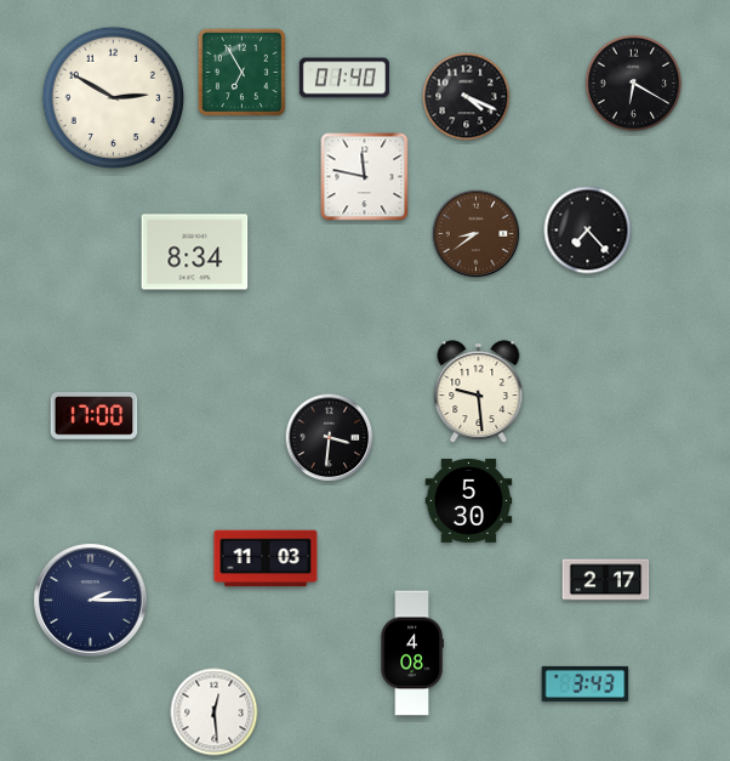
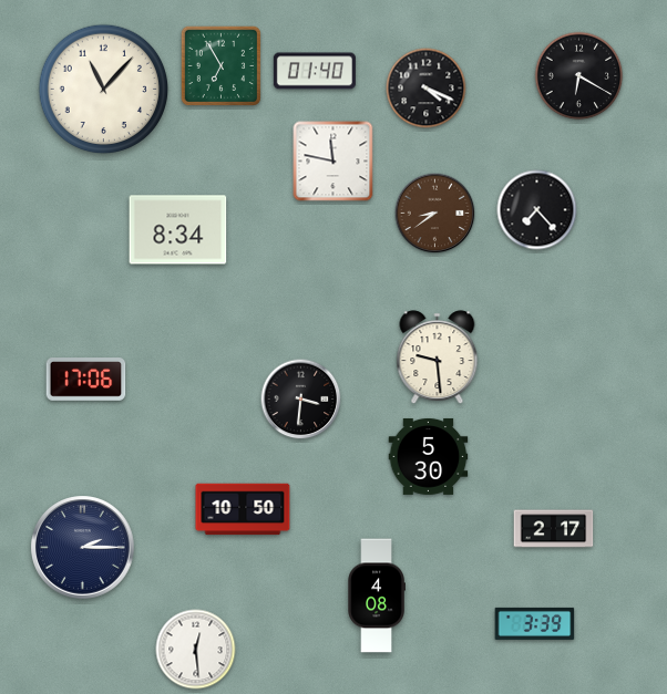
clock at (114, 98): 2:50 -> 11:07
clock at (95, 416): 17:00 -> 17:06
clock at (266, 558): 11:03 -> 10:50
clock at (586, 683): 3:43 -> 3:39
